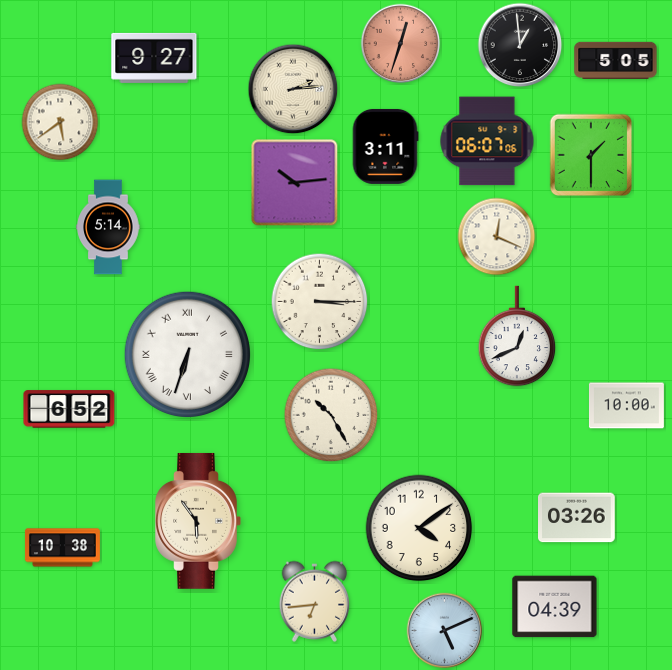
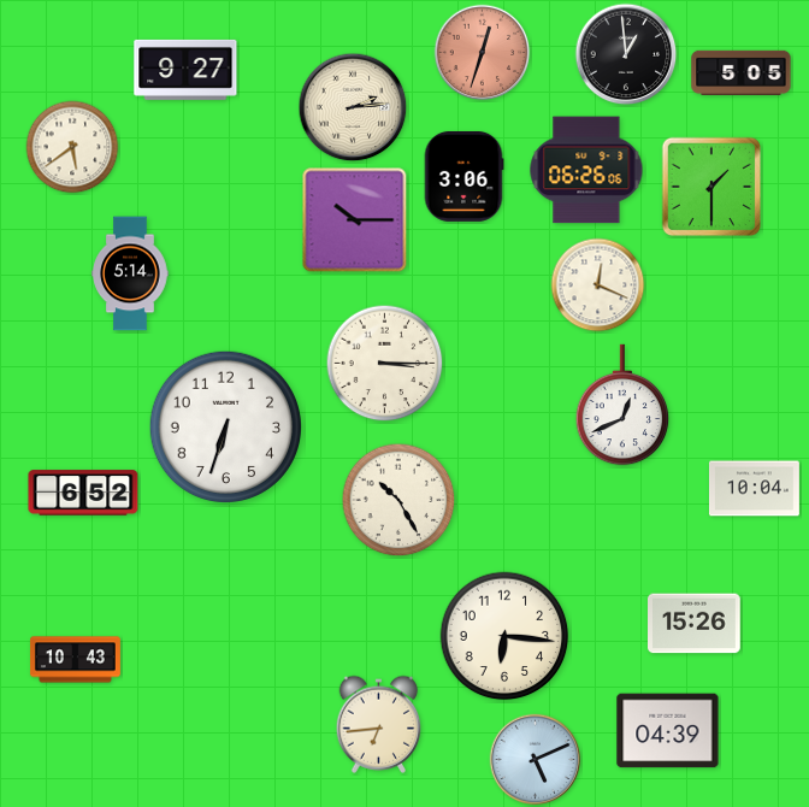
clock at (487, 141): 06:07 -> 06:26
clock at (385, 146): 3:11 -> 3:06
clock at (295, 183): 10:14 -> 10:15
clock at (187, 354) numerals: Roman -> Arabic
clock at (626, 406): 10:00 -> 10:04
clock at (577, 518): 03:26 -> 15:26
clock at (198, 521): 5:54 -> none
clock at (419, 528): 4:09 -> 6:16
clock at (62, 548): 10:38 -> 10:43
